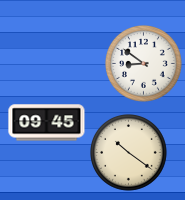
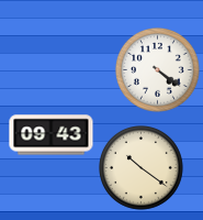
clock at (144, 64): 8:51 -> 4:21
clock at (47, 123): 09:45 -> 09:43
